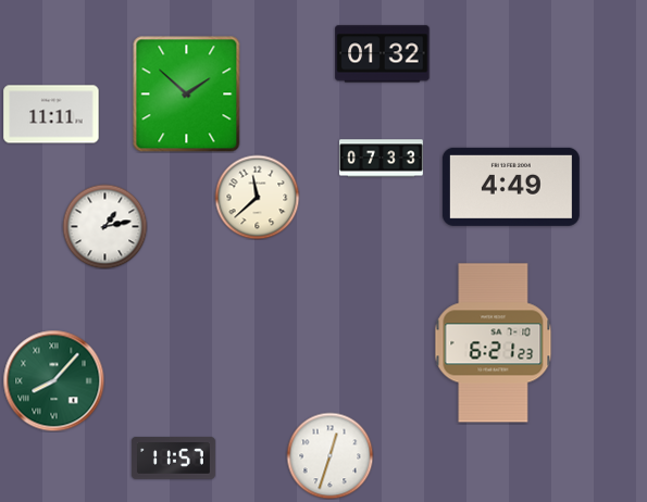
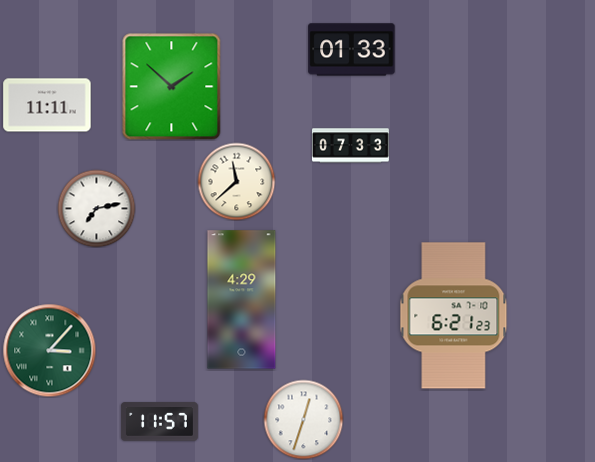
clock at (383, 54): 01:32 -> 01:33
clock at (511, 187): 4:49 -> none
clock at (104, 226): 1:13 -> 7:13
clock at (242, 300): none -> 4:29
clock at (53, 380): 8:07 -> 3:07
